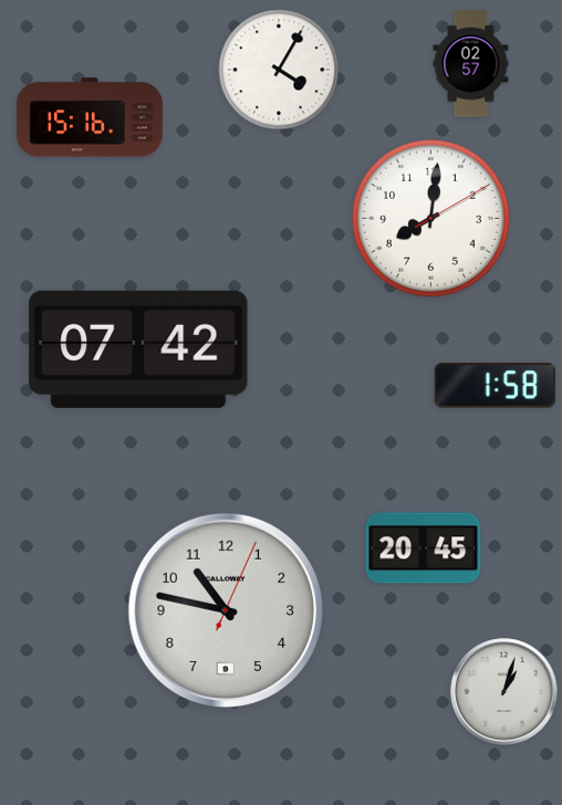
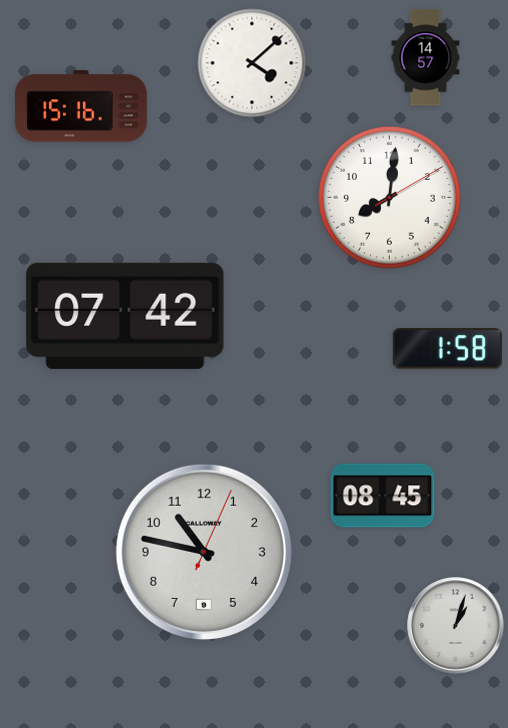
clock at (471, 64): 02:57 -> 14:57
clock at (279, 70): 4:05 -> 4:08
clock at (424, 548): 20:45 -> 08:45
